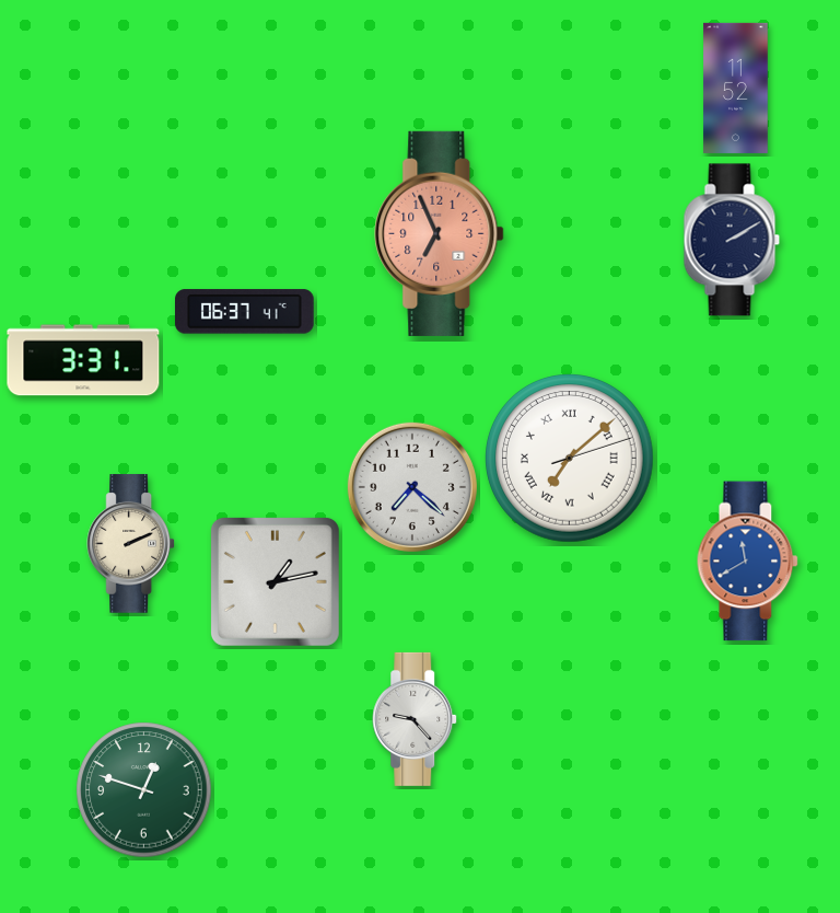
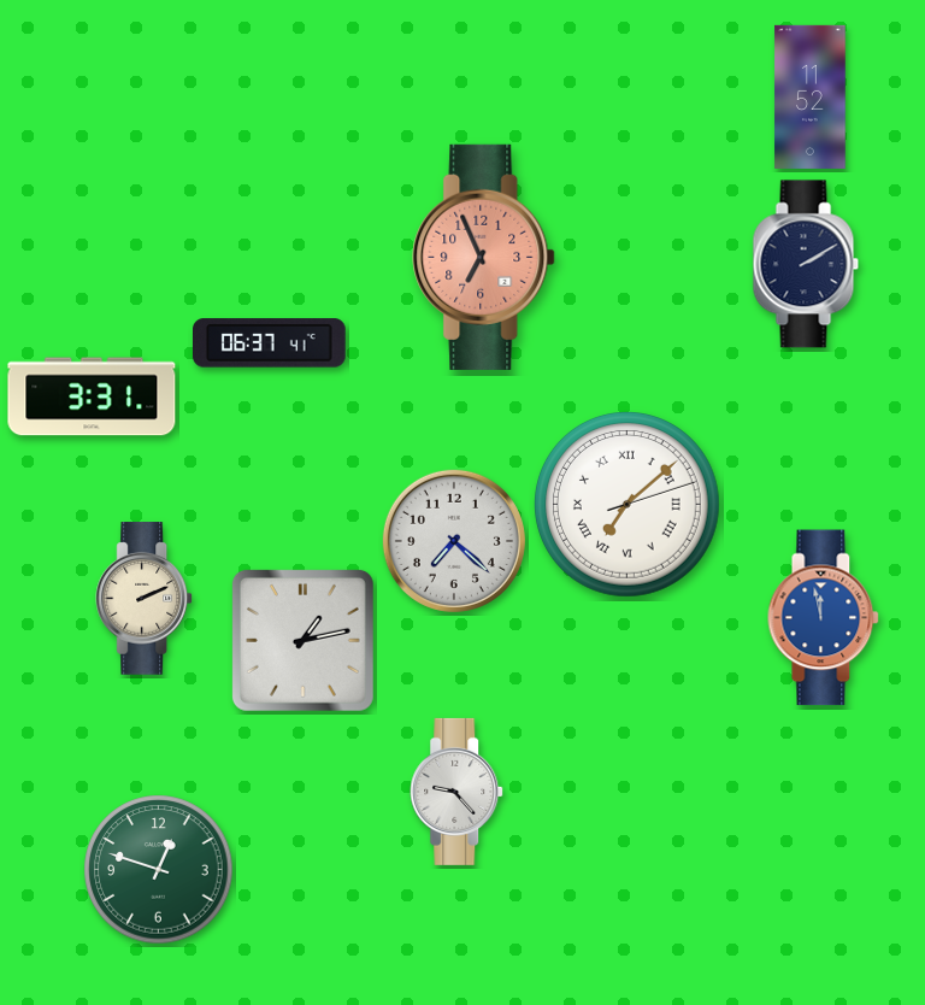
clock at (412, 487) position: (412, 487) -> (454, 541)
clock at (748, 562): 11:40 -> 11:58
